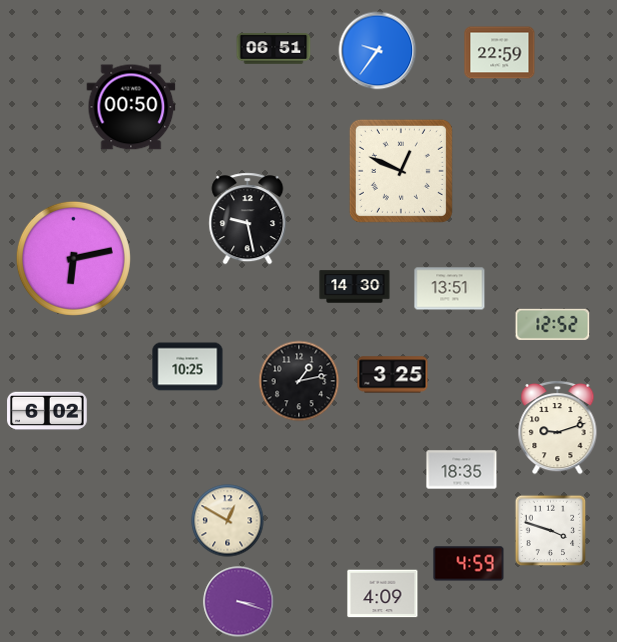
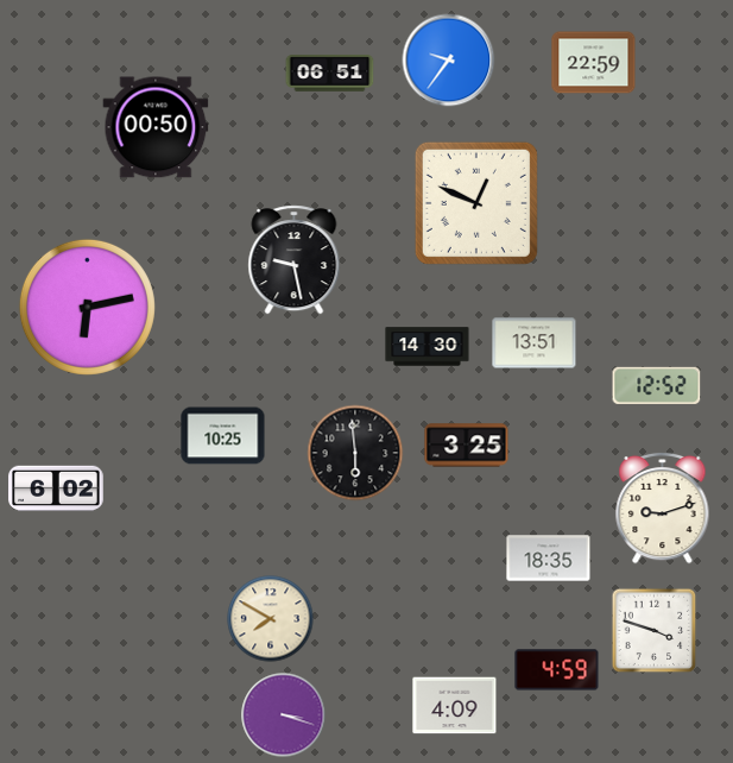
clock at (274, 49) position: (274, 49) -> (330, 74)
clock at (355, 287) position: (355, 287) -> (428, 347)
clock at (299, 381): 1:13 -> 5:59
clock at (228, 521): 12:50 -> 7:50
